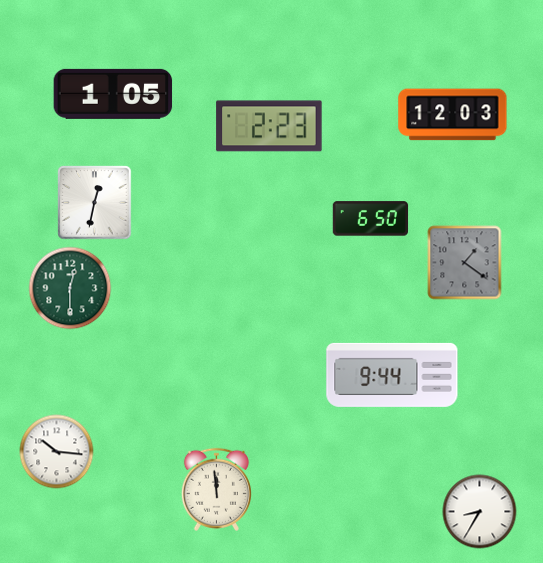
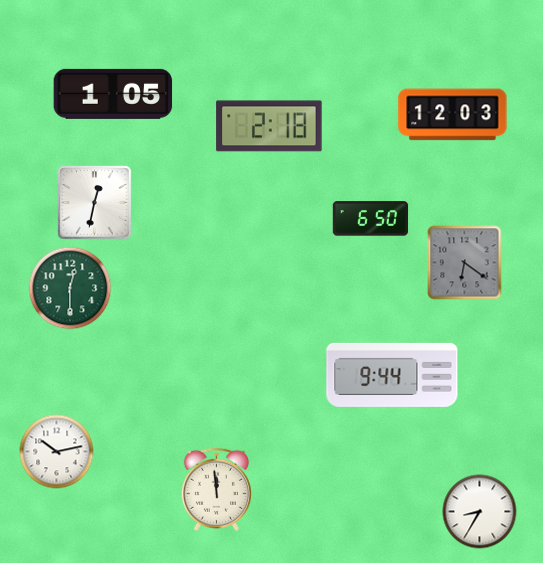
clock at (269, 126): 2:23 -> 2:18
clock at (465, 263): 1:21 -> 6:21
clock at (57, 452): 10:16 -> 10:13
